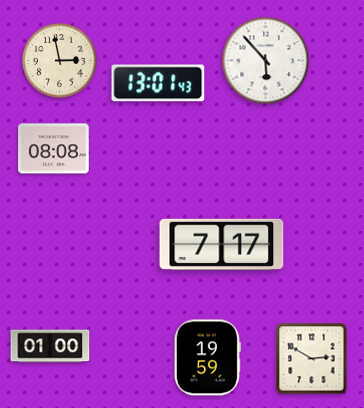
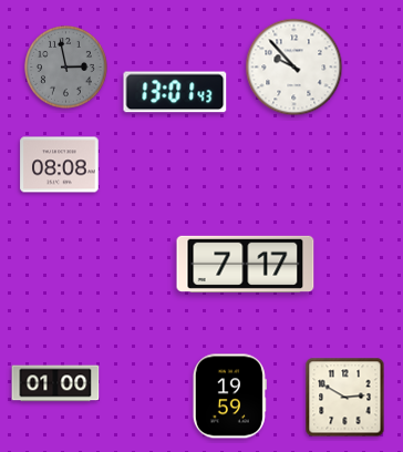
clock at (60, 61) dial: cream -> grey
clock at (266, 61): 5:53 -> 9:53
clock at (222, 244) position: (222, 244) -> (246, 264)
